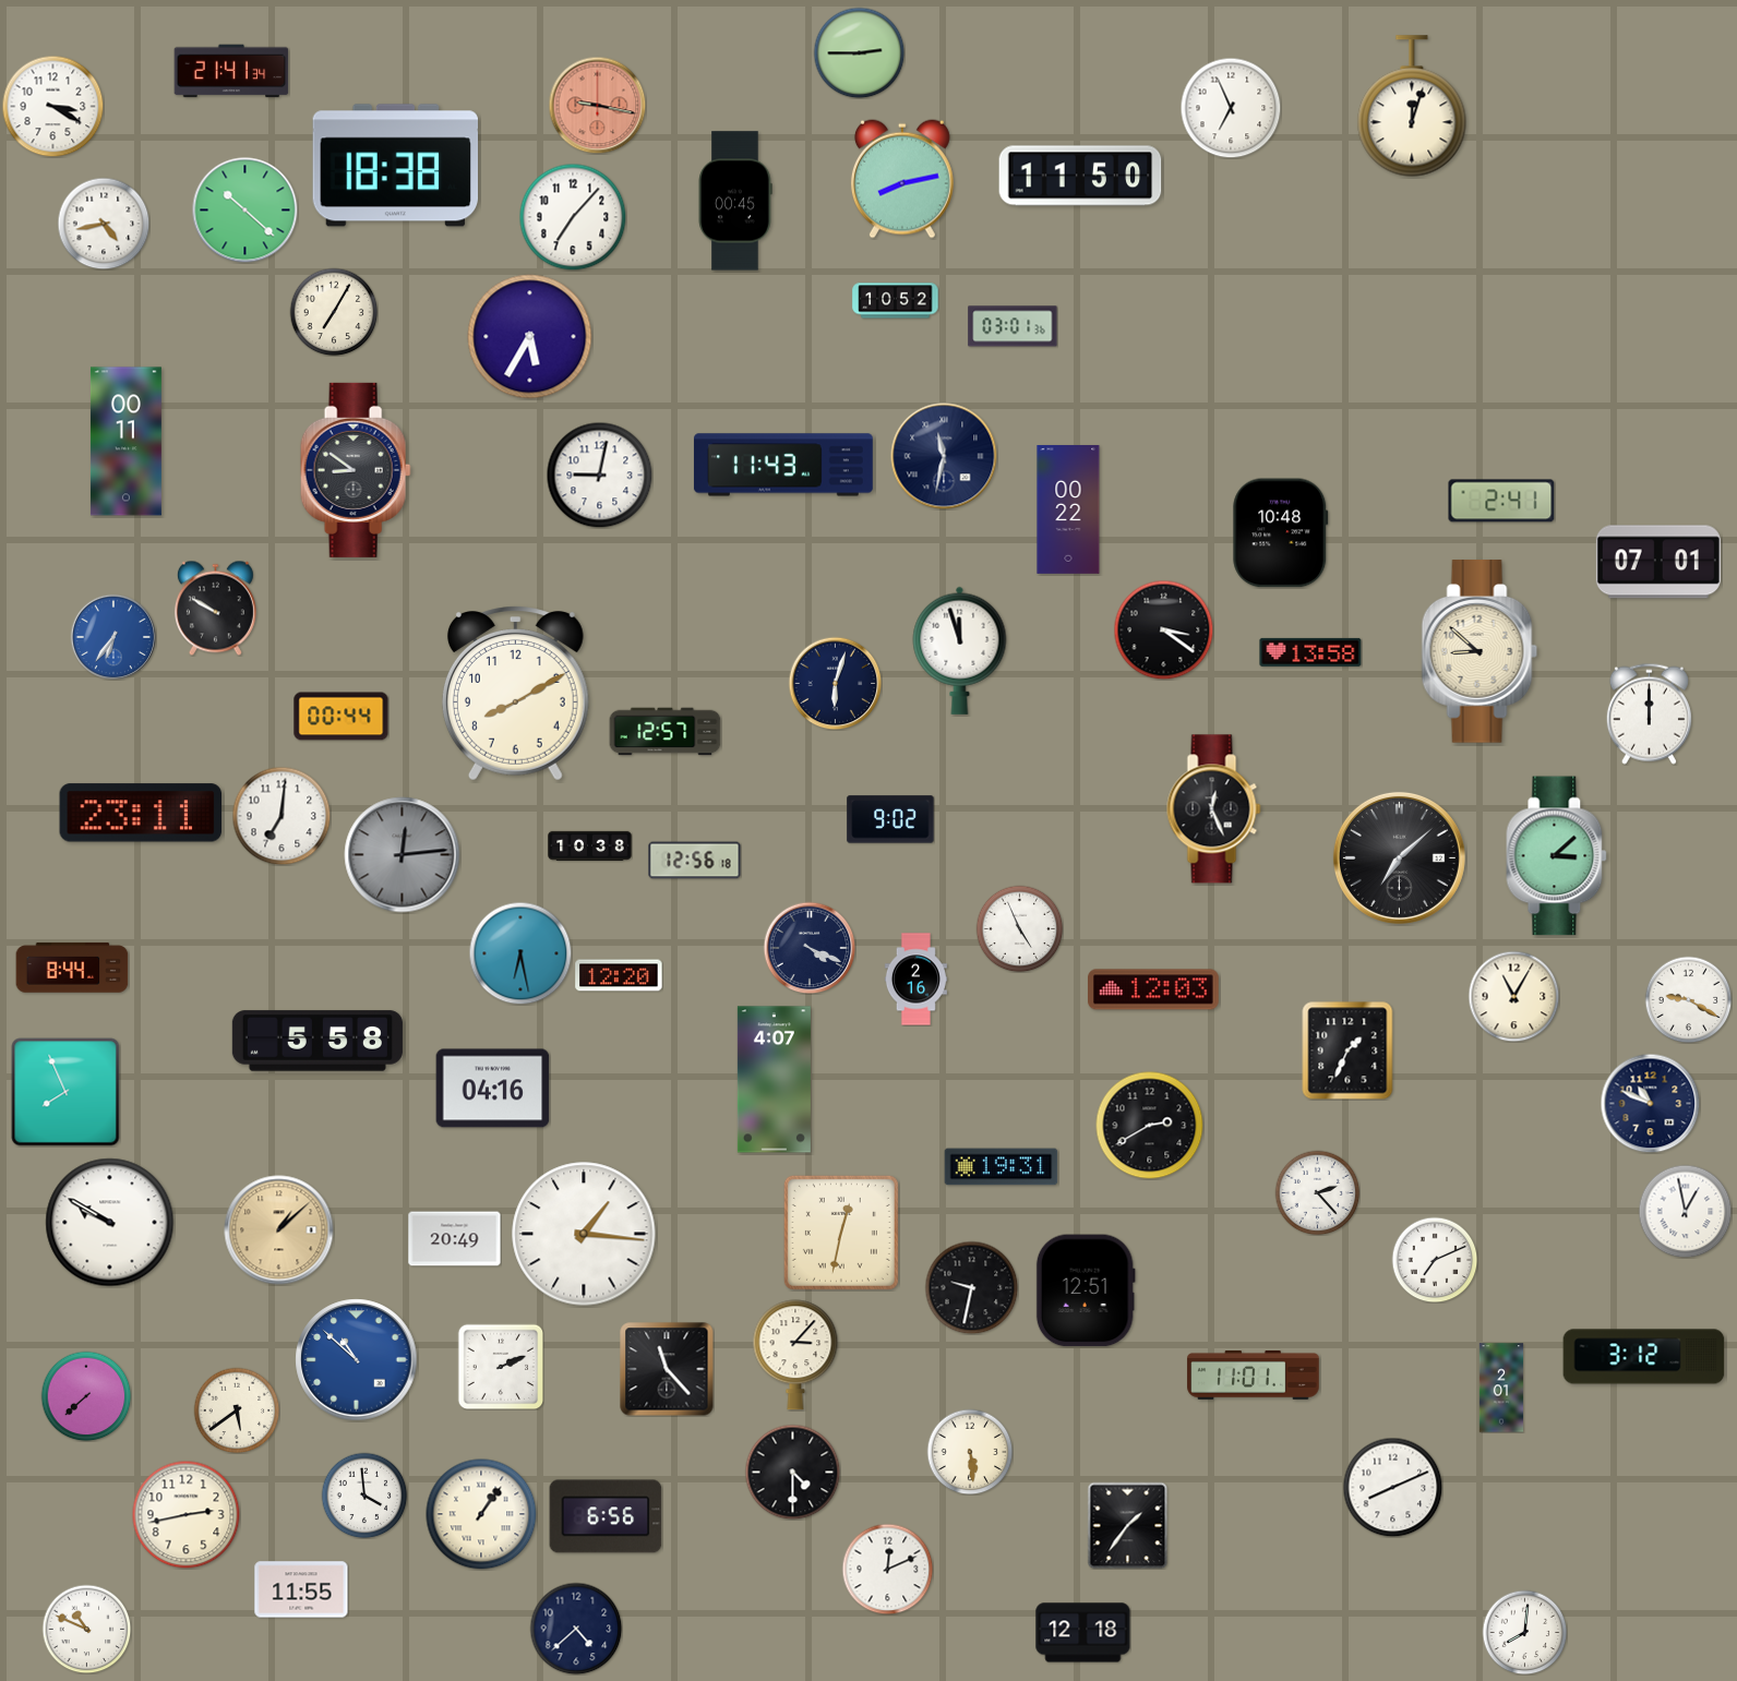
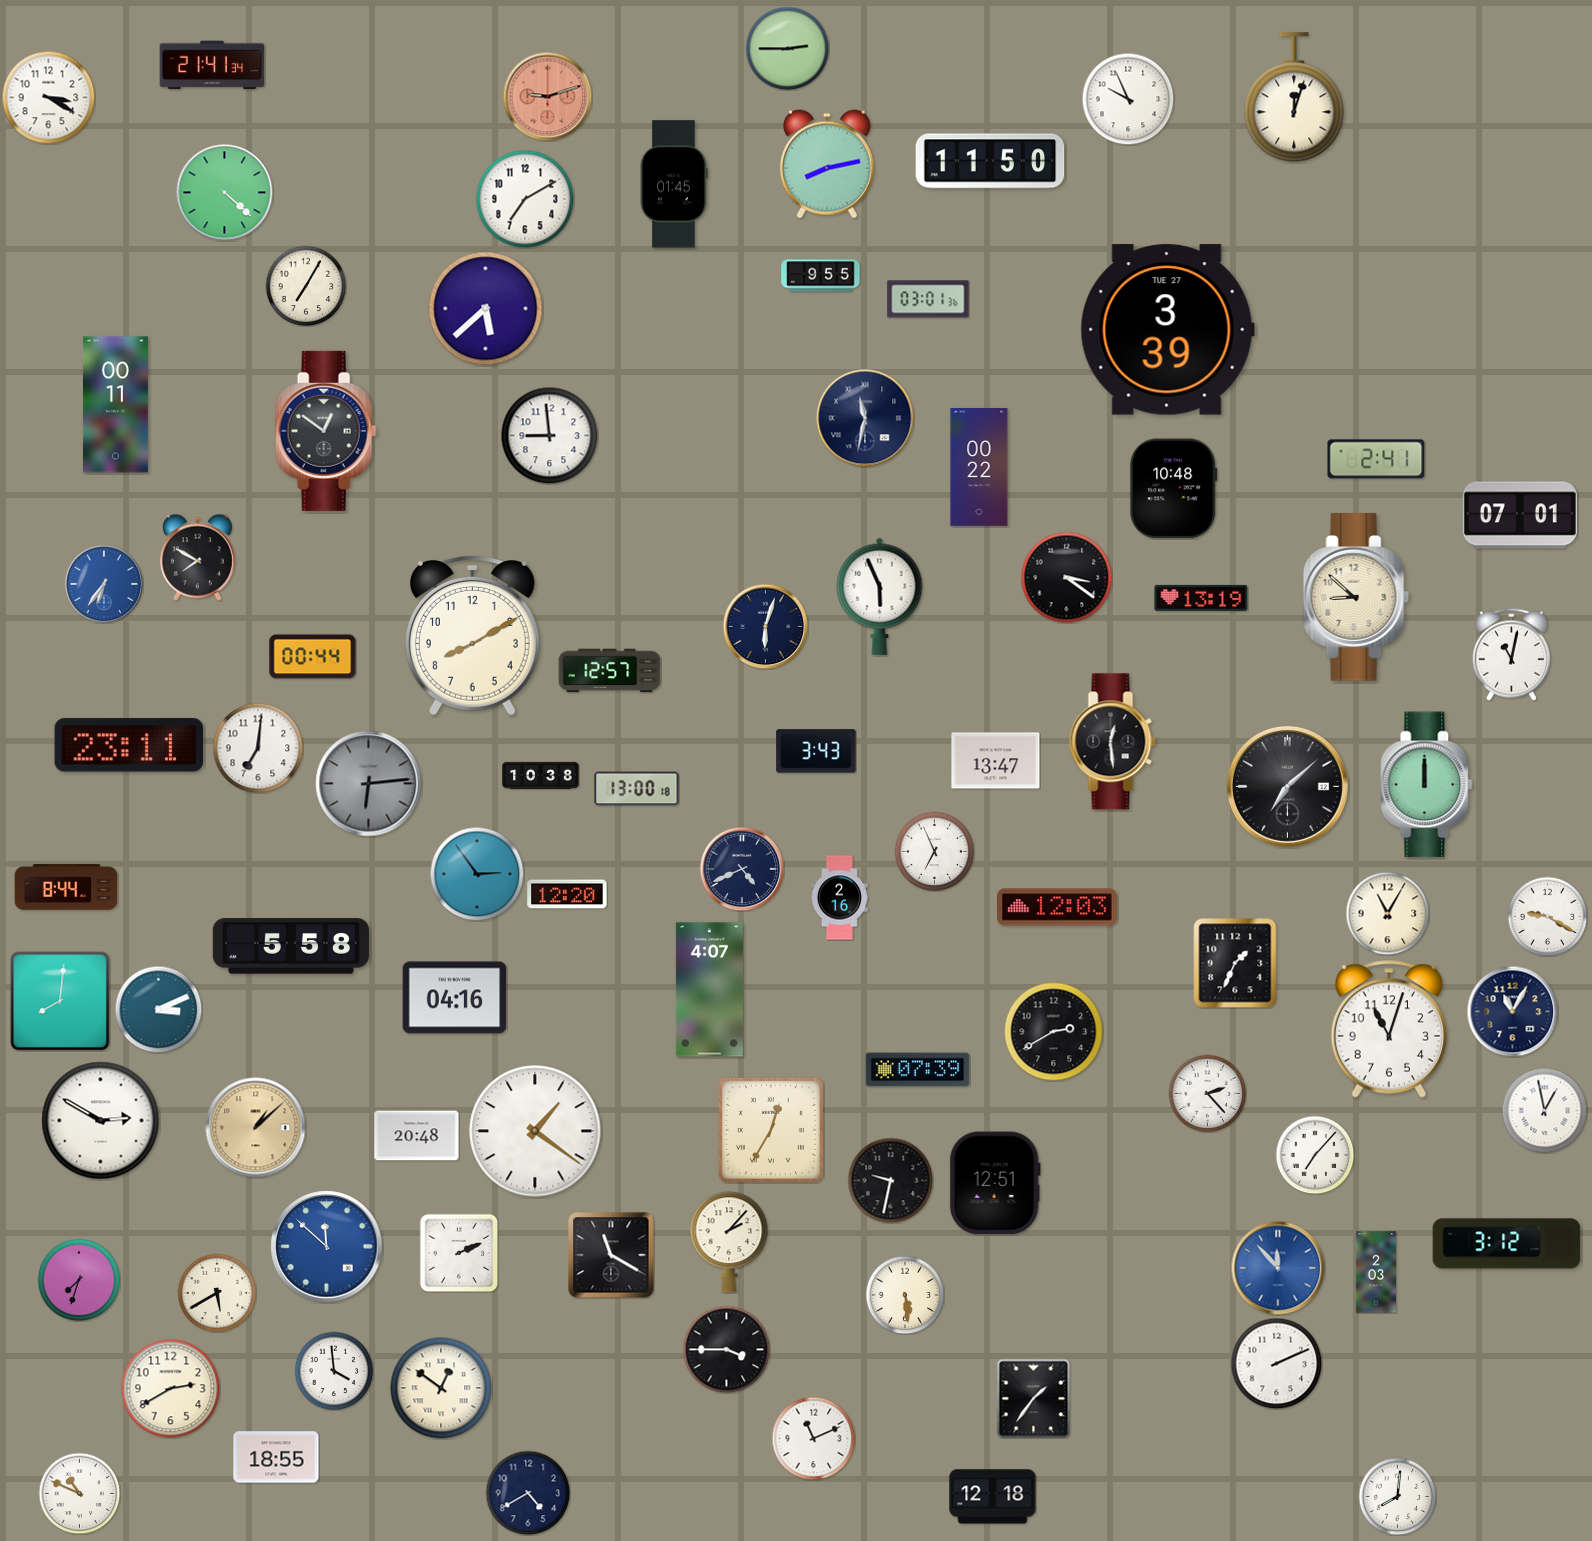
clock at (597, 105): 9:17 -> 9:12
clock at (1231, 108): 6:56 -> 9:56
clock at (396, 166): 18:38 -> none
clock at (735, 201): 00:45 -> 01:45
clock at (245, 211): 10:22 -> 4:22
clock at (573, 217): 7:07 -> 7:10
clock at (104, 224): 4:43 -> none
clock at (896, 301): 10:52 -> 9:55
clock at (530, 337): 5:35 -> 5:38
clock at (1167, 330): none -> 3:39
clock at (783, 465): 11:43 -> none
clock at (356, 470): 8:51 -> 12:51
clock at (599, 475): 9:02 -> 8:59
clock at (215, 608): 9:50 -> 7:50
clock at (960, 650): 11:57 -> 5:56
clock at (1310, 652): 13:58 -> 13:19
clock at (1649, 713): 12:00 -> 11:02
clock at (1214, 809): 12:26 -> 12:29
clock at (890, 819): 9:02 -> 3:43
clock at (996, 761): none -> 13:47
clock at (403, 855): 12:14 -> 6:14
clock at (1557, 856): 3:08 -> 12:00
clock at (1399, 857) position: (1399, 857) -> (1287, 786)
clock at (695, 861): 12:56 -> 13:00
clock at (1019, 928): 4:56 -> 6:56
clock at (810, 948): 4:19 -> 4:41
clock at (520, 953): 6:28 -> 2:54
clock at (318, 1041) position: (318, 1041) -> (291, 946)
clock at (493, 1089) position: (493, 1089) -> (455, 998)
clock at (65, 1092): 7:56 -> 8:01
clock at (158, 1009): none -> 3:11
clock at (1650, 1103): 10:49 -> 11:05
clock at (1388, 1029): none -> 11:03
clock at (1002, 1167): 19:31 -> 07:39
clock at (110, 1223): 9:50 -> 2:50
clock at (841, 1233): 12:32 -> 12:35
clock at (584, 1234): 1:16 -> 1:21
clock at (455, 1239): 20:49 -> 20:48
clock at (1435, 1260): 7:11 -> 7:07
clock at (795, 1355): 3:07 -> 2:07
clock at (357, 1360): 10:52 -> 11:52
clock at (667, 1369): 11:23 -> 11:20
clock at (1254, 1376): 11:01 -> none
clock at (1278, 1268): none -> 11:53
clock at (1501, 1388): 2:01 -> 2:03
clock at (86, 1396): 7:38 -> 7:33
clock at (237, 1410): 5:39 -> 5:40
clock at (970, 1452) position: (970, 1452) -> (905, 1295)
clock at (792, 1472): 4:30 -> 3:45
clock at (1392, 1487): 8:11 -> 2:11
clock at (481, 1514): 1:06 -> 12:51
clock at (187, 1515): 2:43 -> 2:40
clock at (606, 1516): 6:56 -> none
clock at (887, 1569): 12:11 -> 11:11
clock at (301, 1589): 11:55 -> 18:55
clock at (576, 1629): 4:38 -> 4:40
